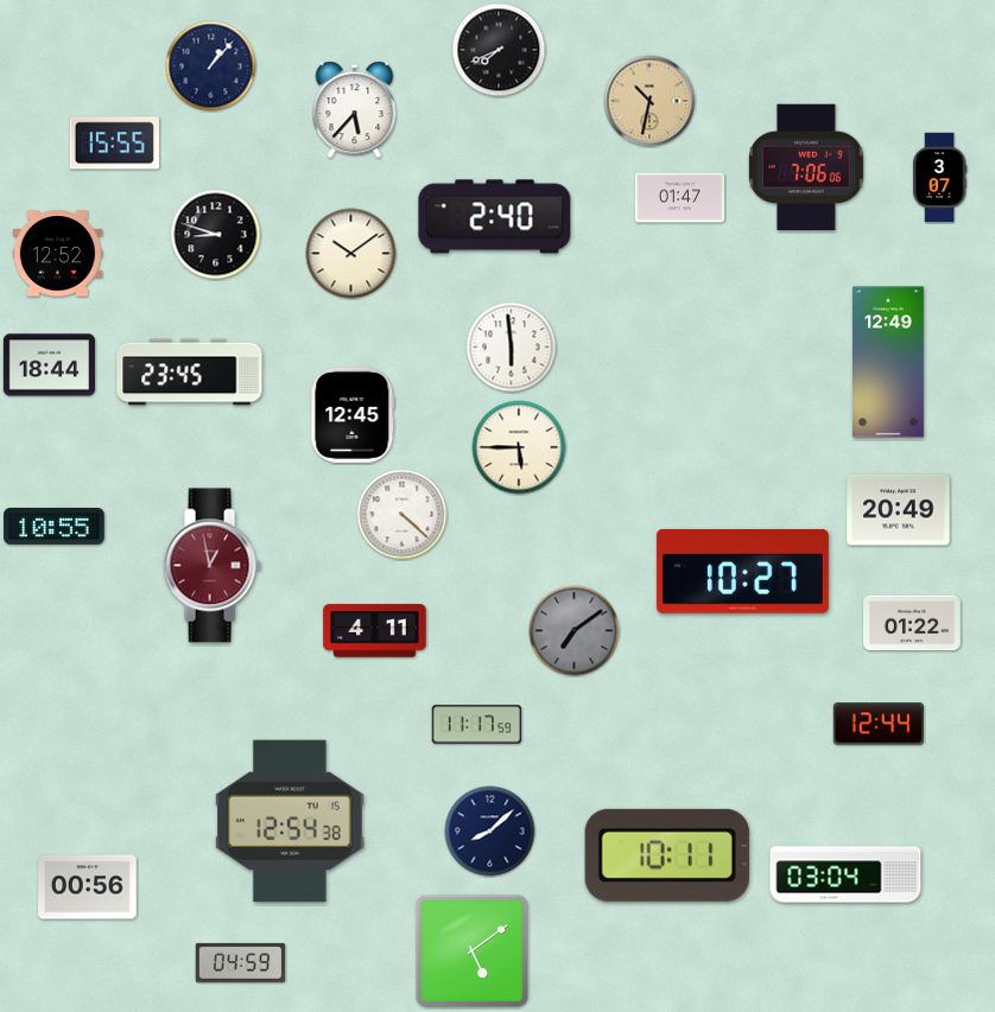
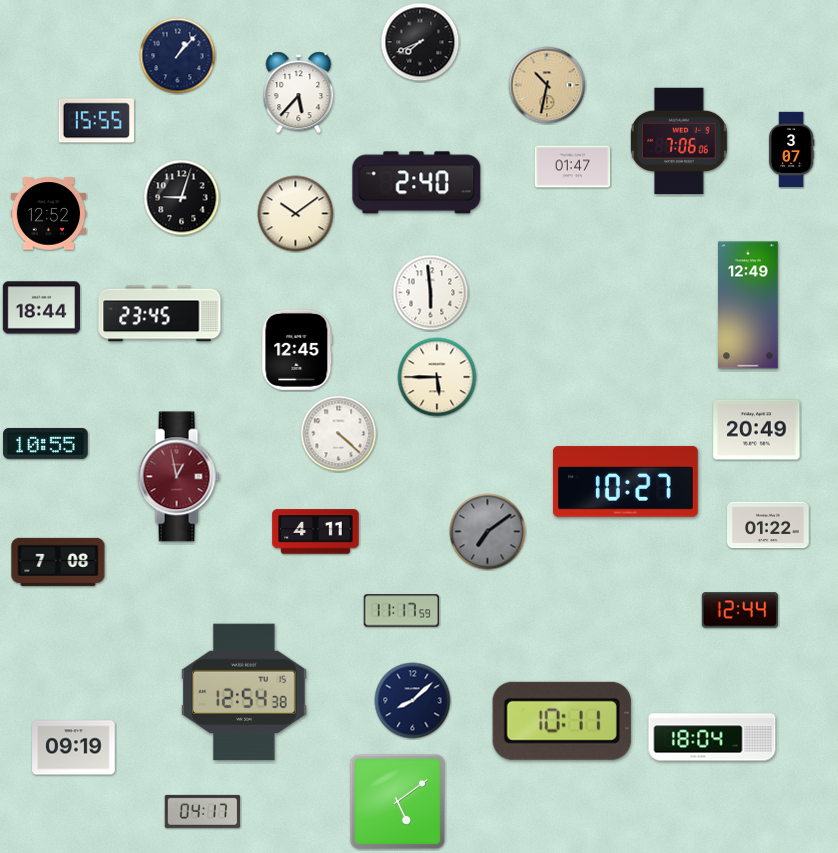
clock at (216, 235): 8:48 -> 9:03
clock at (575, 631) position: (575, 631) -> (488, 532)
clock at (58, 562): none -> 7:08
clock at (845, 874): 03:04 -> 18:04
clock at (88, 887): 00:56 -> 09:19
clock at (241, 962): 04:59 -> 04:17
